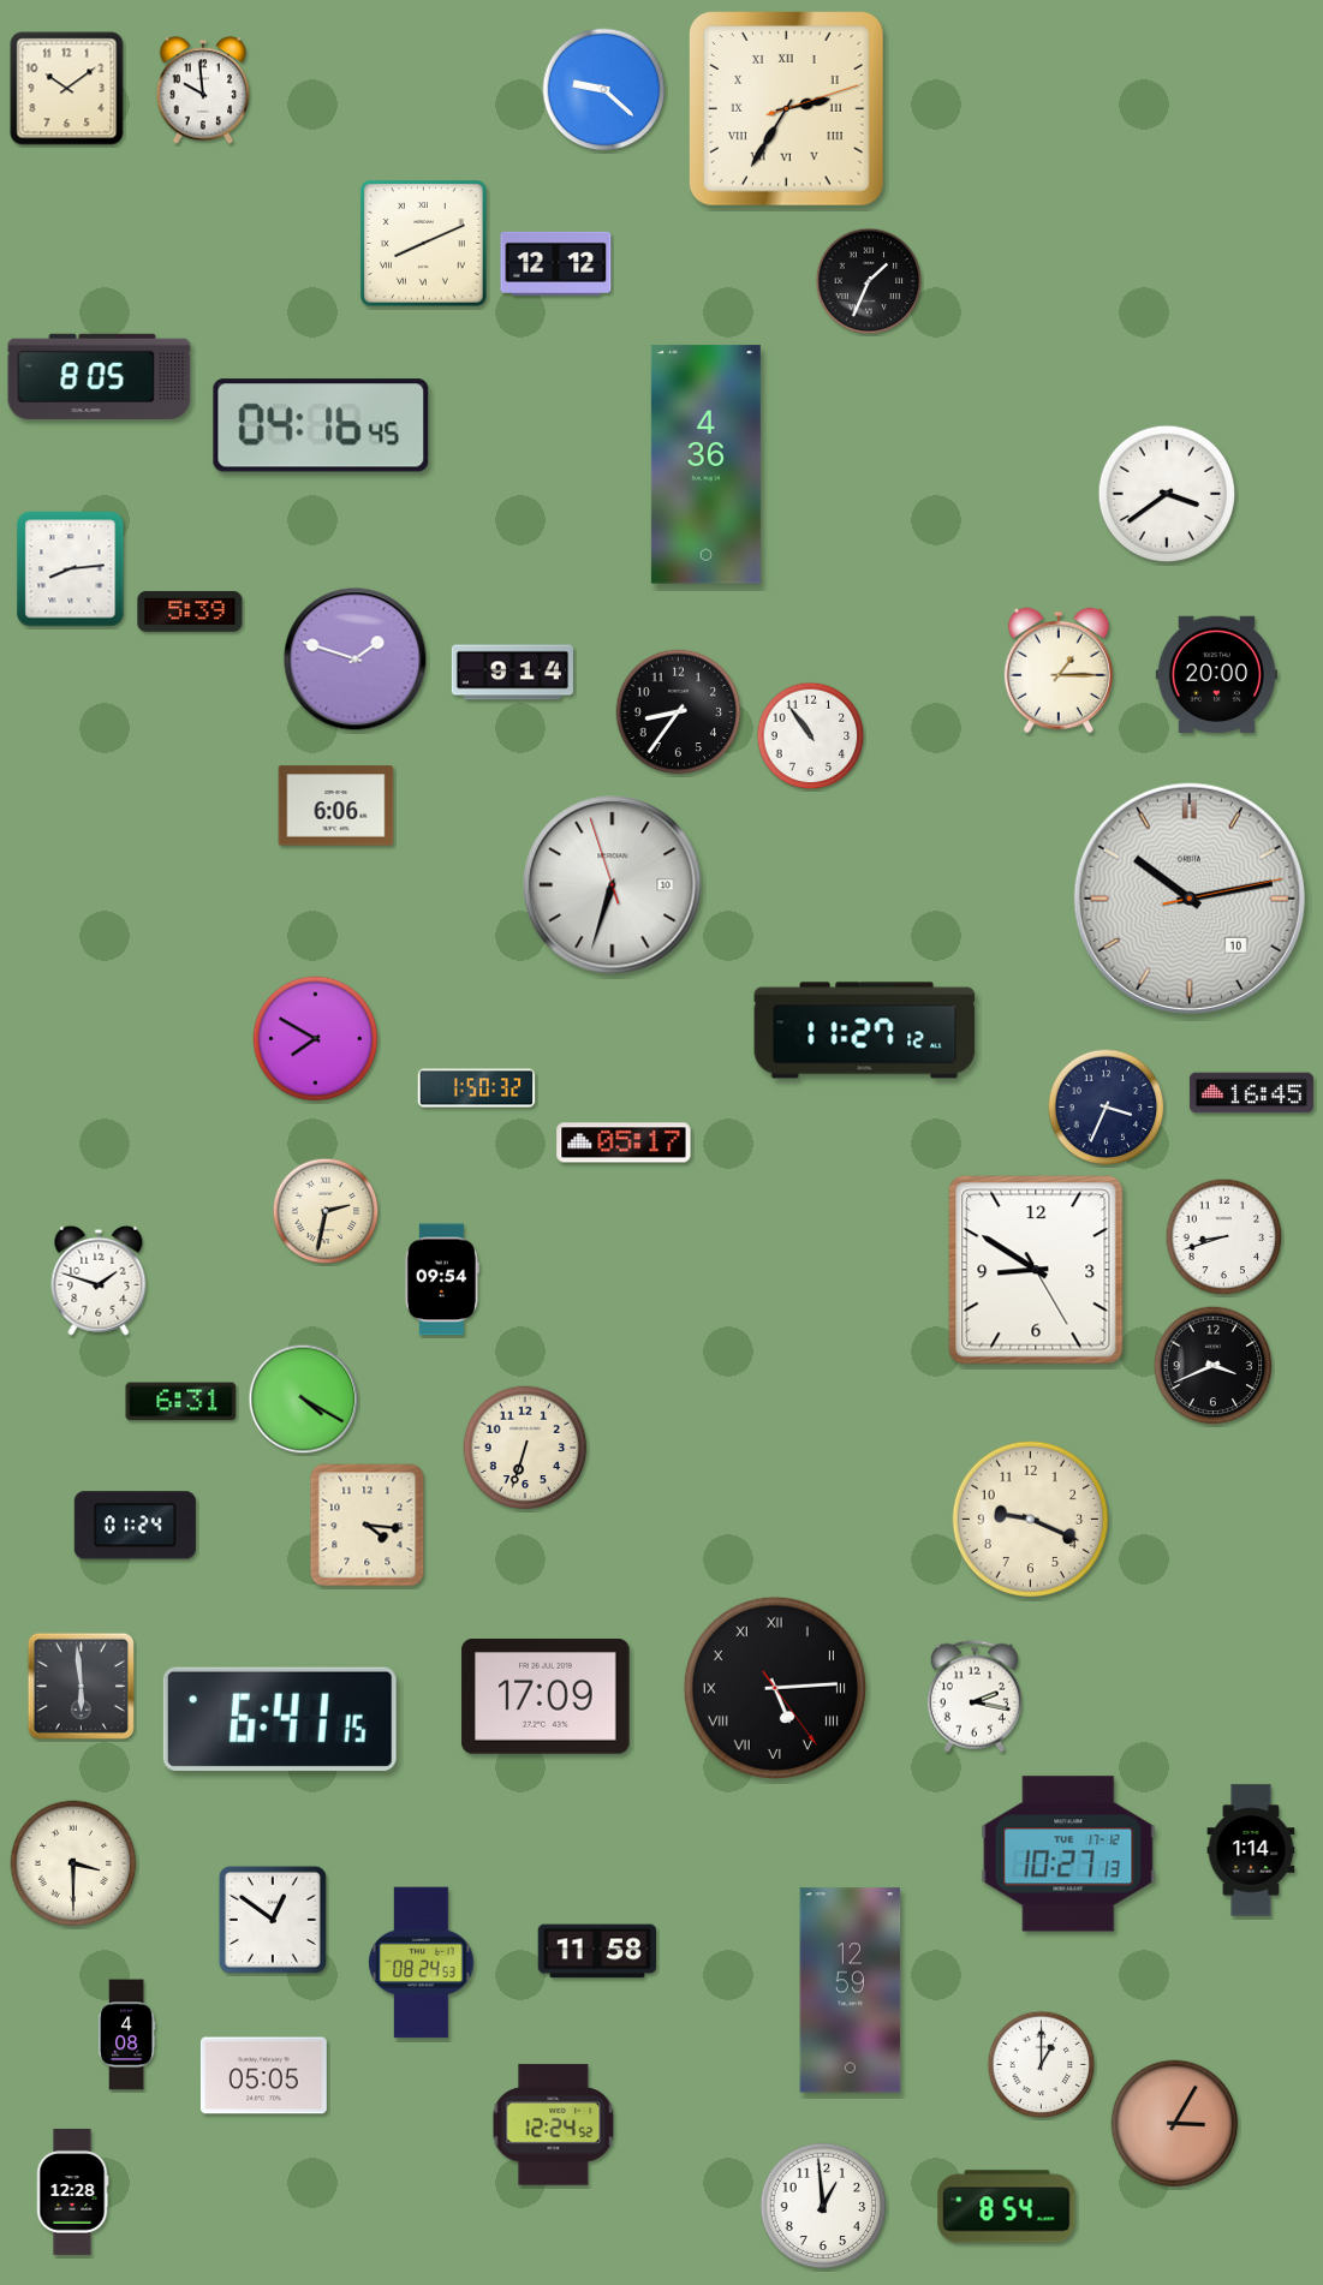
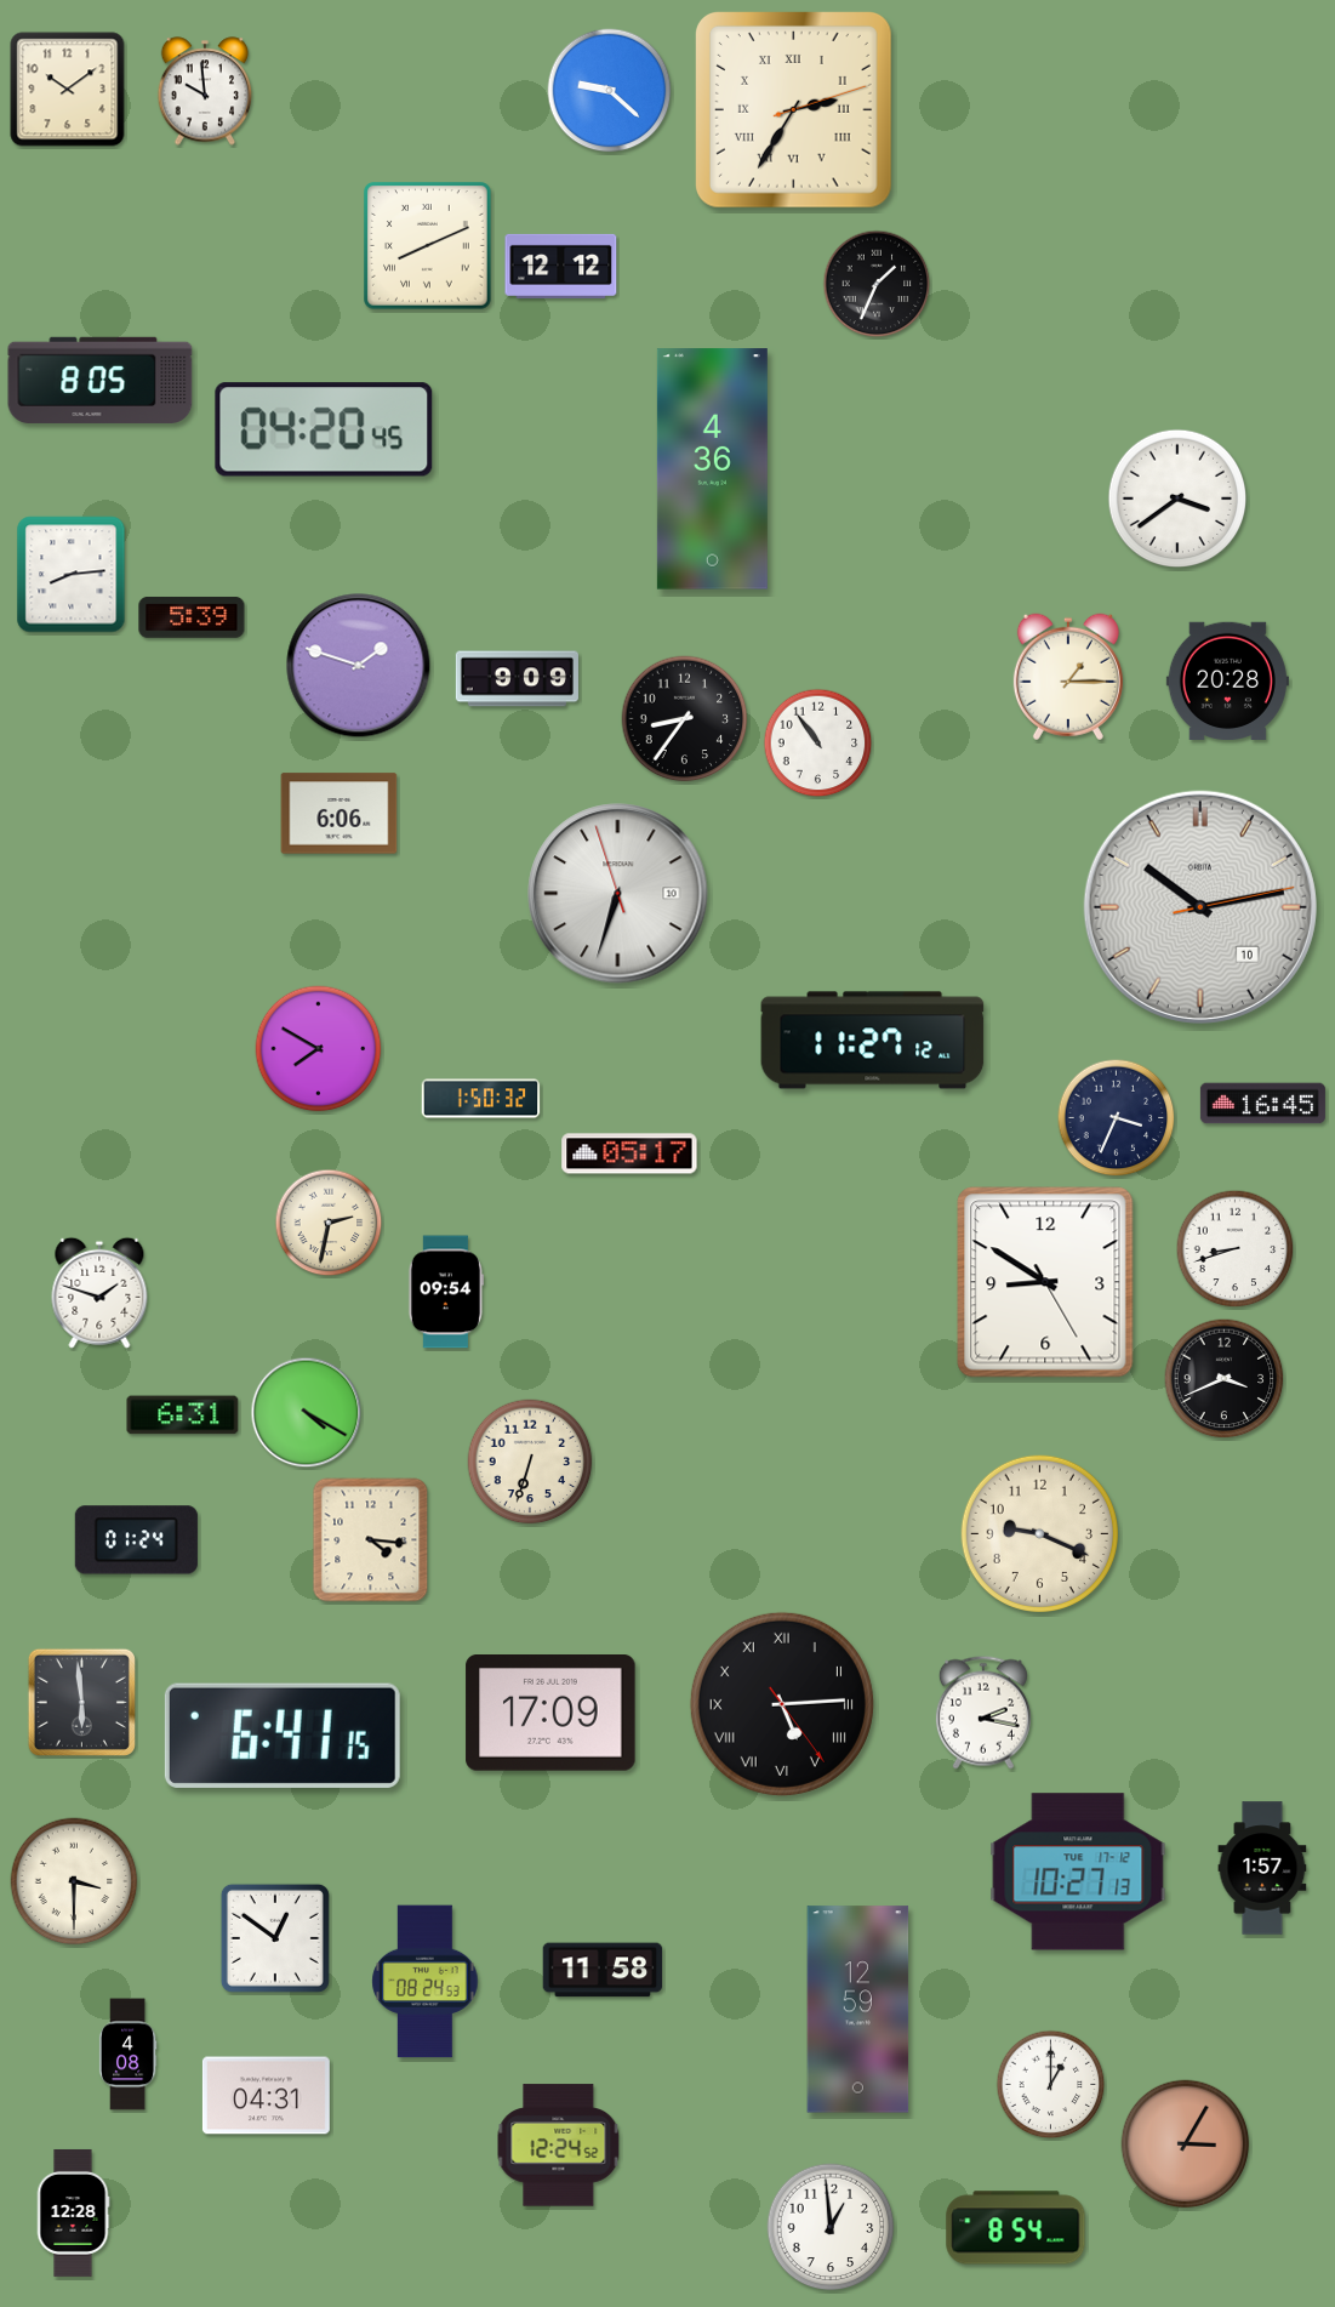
clock at (321, 425): 04:16 -> 04:20
clock at (512, 673): 9:14 -> 9:09
clock at (1216, 674): 20:00 -> 20:28
clock at (1251, 1850): 1:14 -> 1:57
clock at (263, 2076): 05:05 -> 04:31
